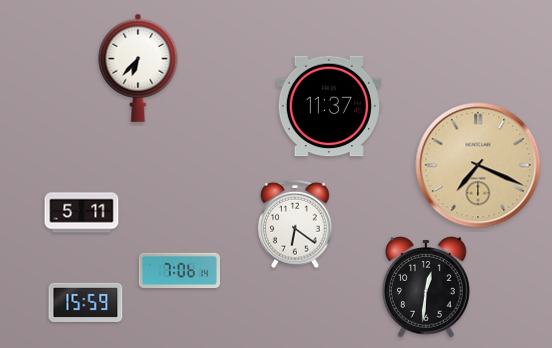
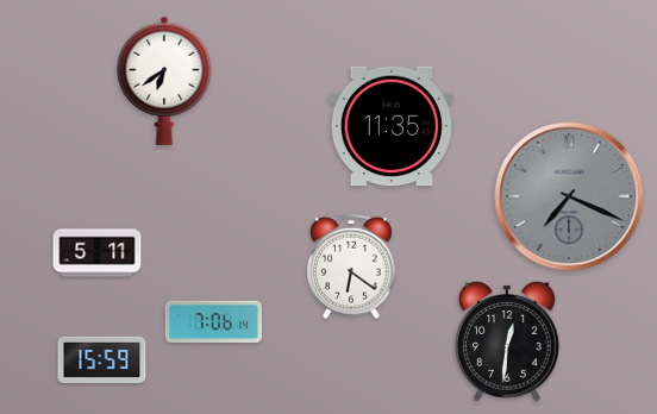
clock at (138, 68): 6:37 -> 6:39
clock at (329, 106): 11:37 -> 11:35
clock at (478, 165) dial: champagne -> grey
